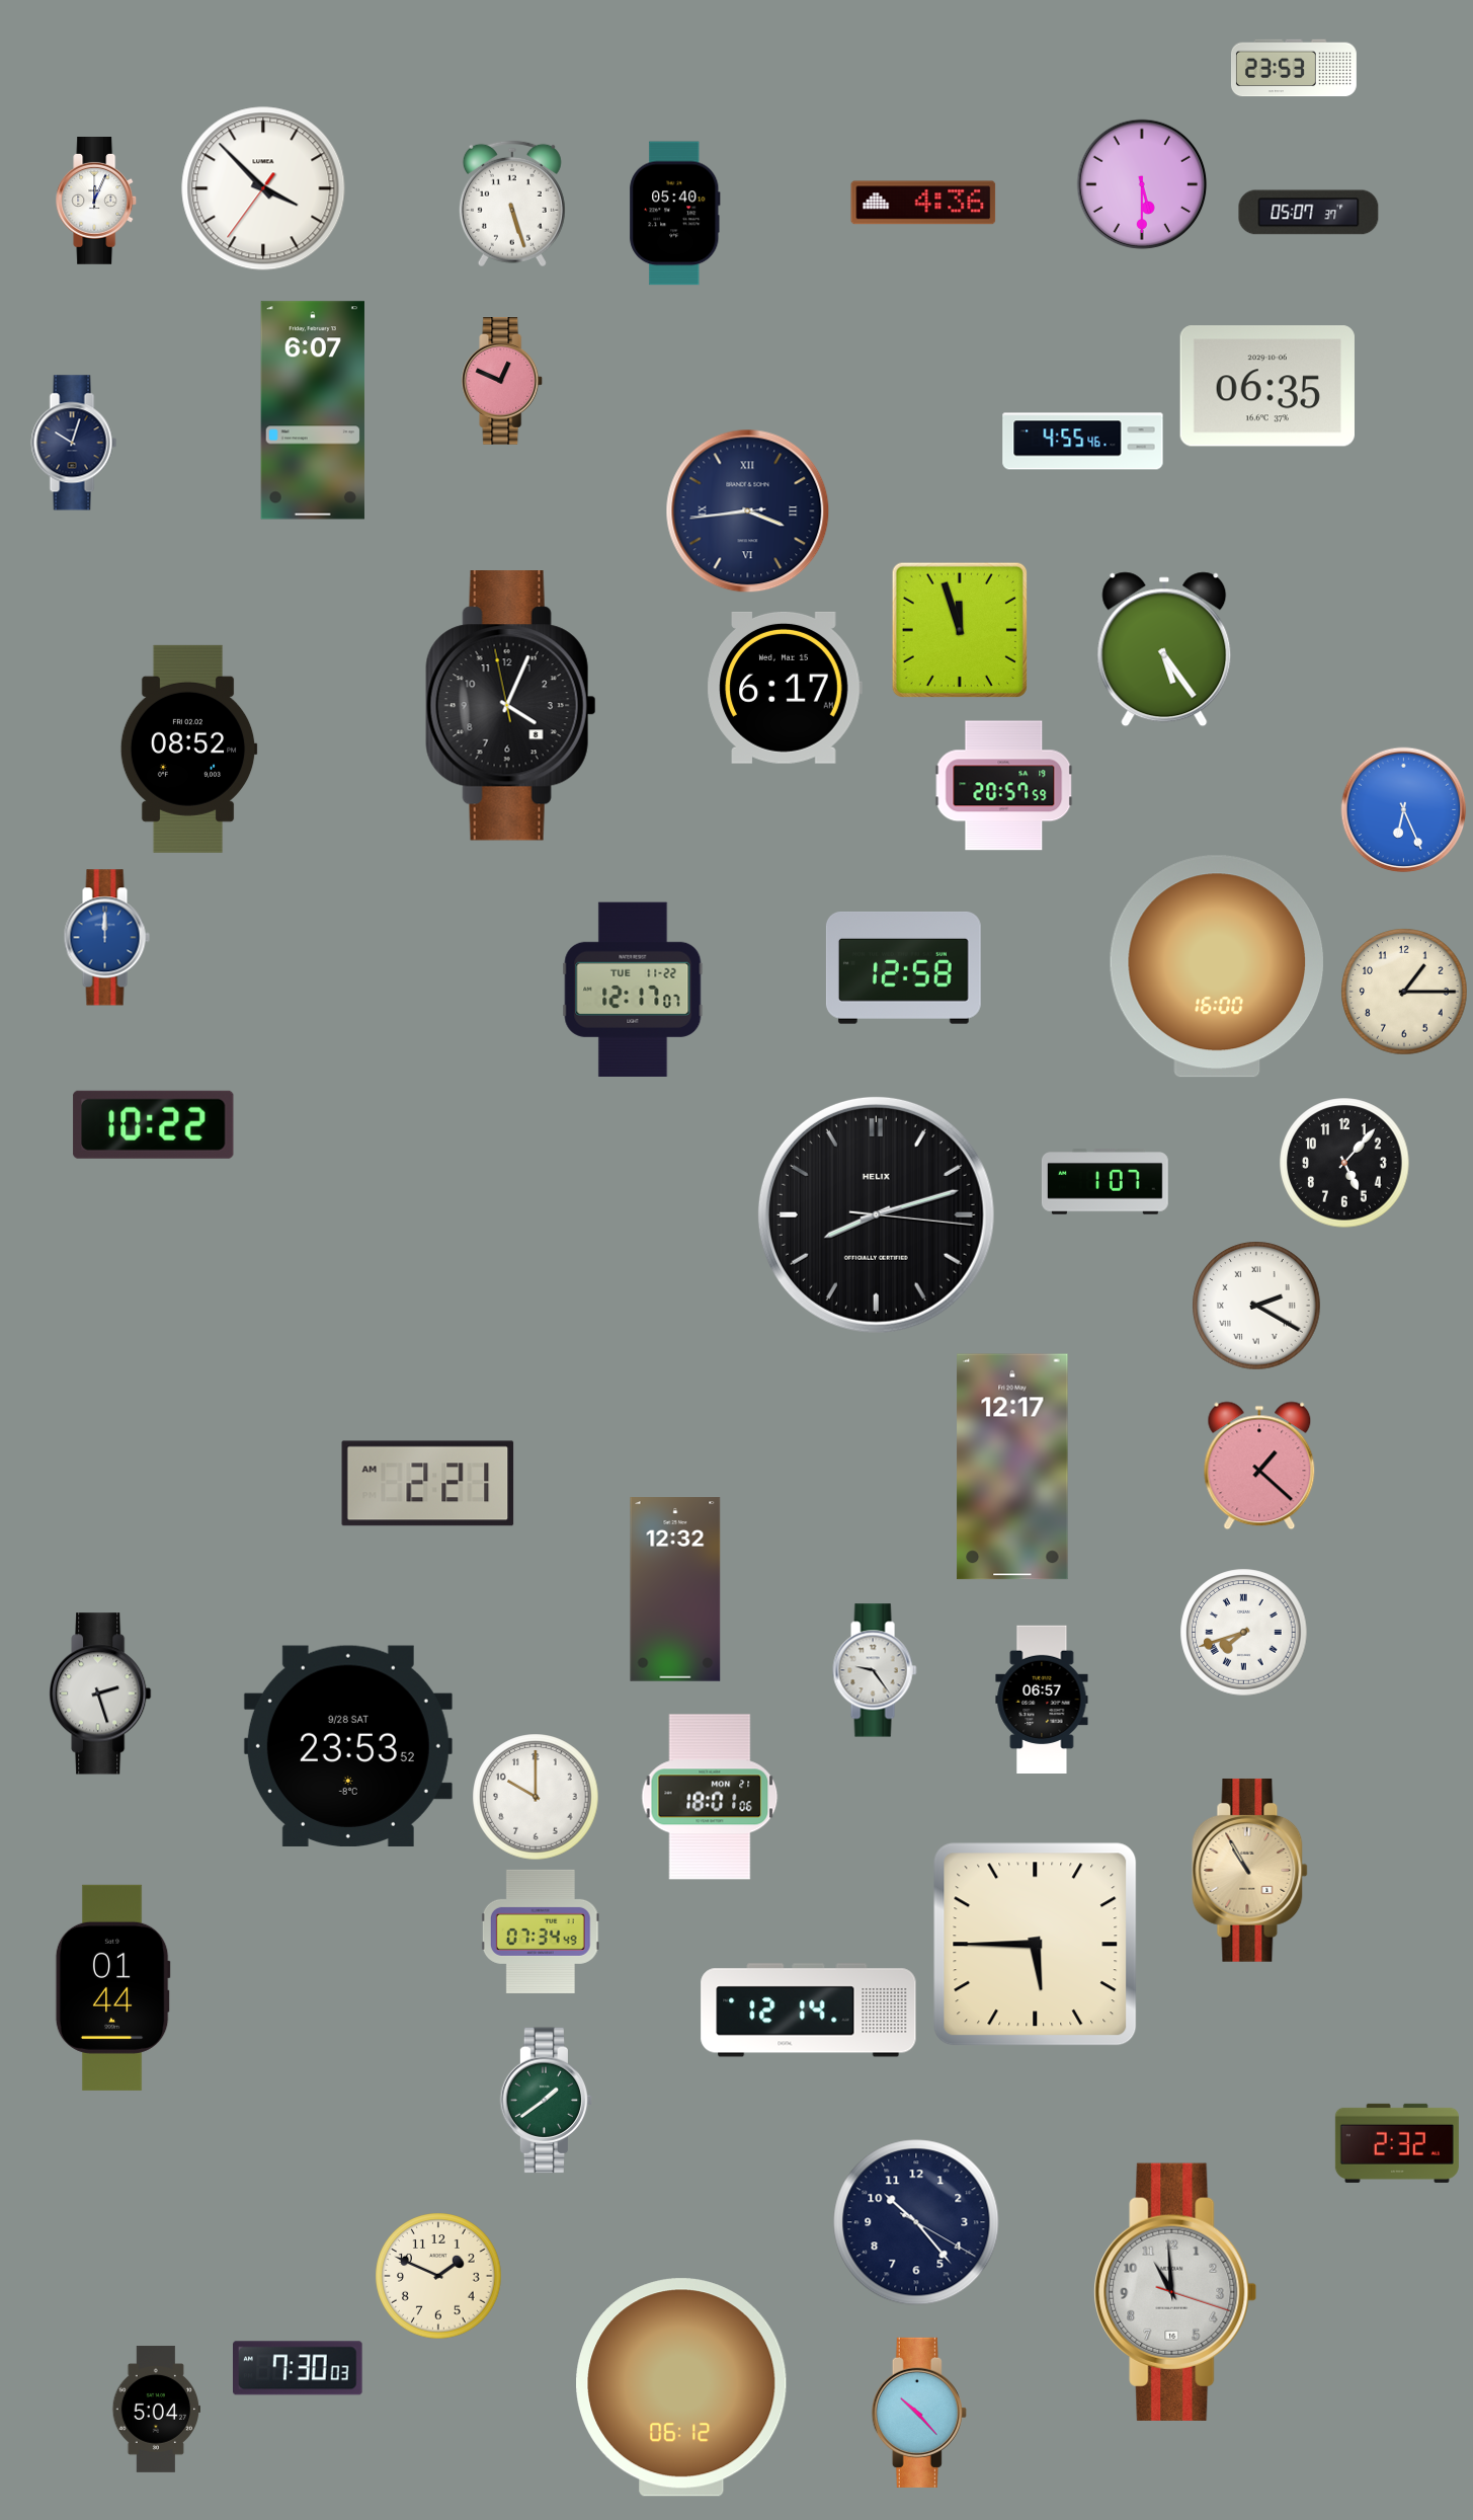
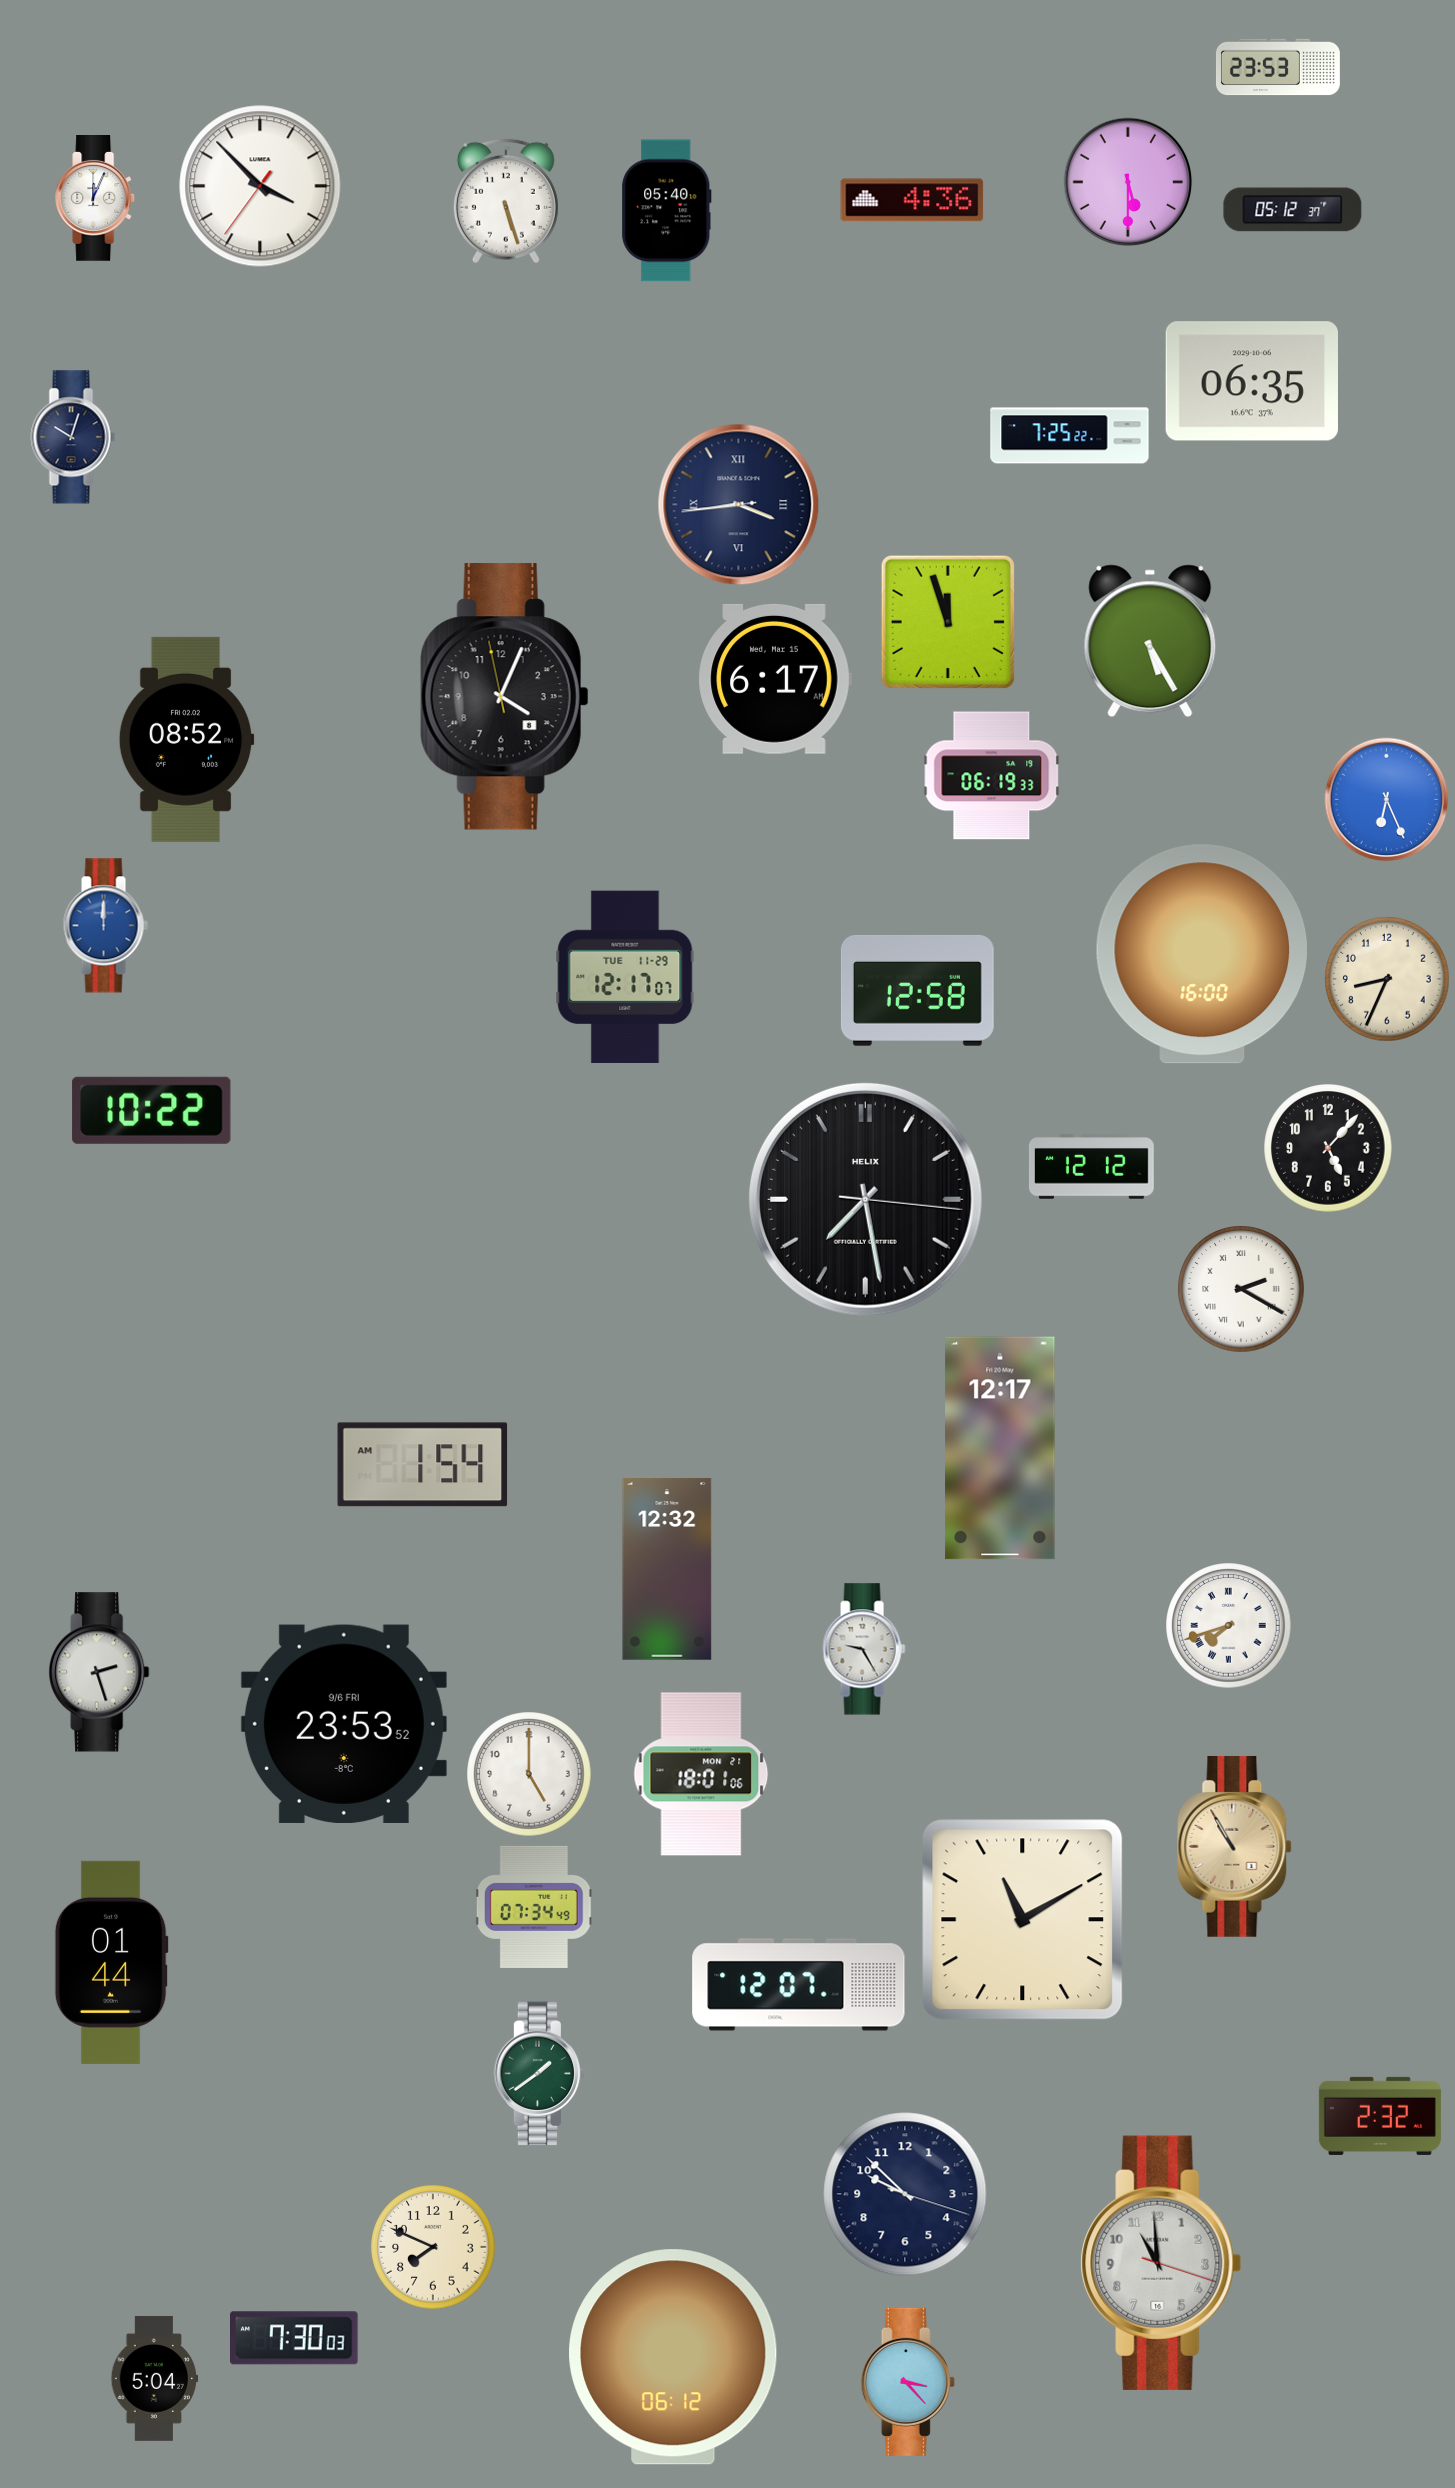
clock at (1309, 213): 05:07 -> 05:12
clock at (503, 382): 12:49 -> none
clock at (312, 410): 6:07 -> none
clock at (1083, 442): 4:55 -> 7:25
clock at (1164, 649): 5:24 -> 5:25
clock at (1004, 786): 20:57 -> 06:19
clock at (903, 967) position: (903, 967) -> (917, 990)
clock at (633, 989) date: TUE 11-22 -> TUE 11-29
clock at (1404, 992): 1:15 -> 8:34
clock at (1104, 1182): 1:07 -> 12:12
clock at (876, 1214): 8:12 -> 7:28
clock at (1259, 1466): 1:22 -> none
clock at (428, 1484): 2:21 -> 1:54
clock at (1244, 1633) position: (1244, 1633) -> (1229, 1626)
clock at (875, 1670): 9:24 -> 9:25
clock at (1042, 1700): 06:57 -> none
clock at (348, 1746) date: 9/28 SAT -> 9/6 FRI
clock at (536, 1797): 10:00 -> 5:00
clock at (1036, 1945): 5:45 -> 11:10
clock at (809, 2011): 12:14 -> 12:07
clock at (916, 2222): 10:23 -> 9:52
clock at (438, 2276): 1:49 -> 7:49
clock at (919, 2413): 10:23 -> 3:23
